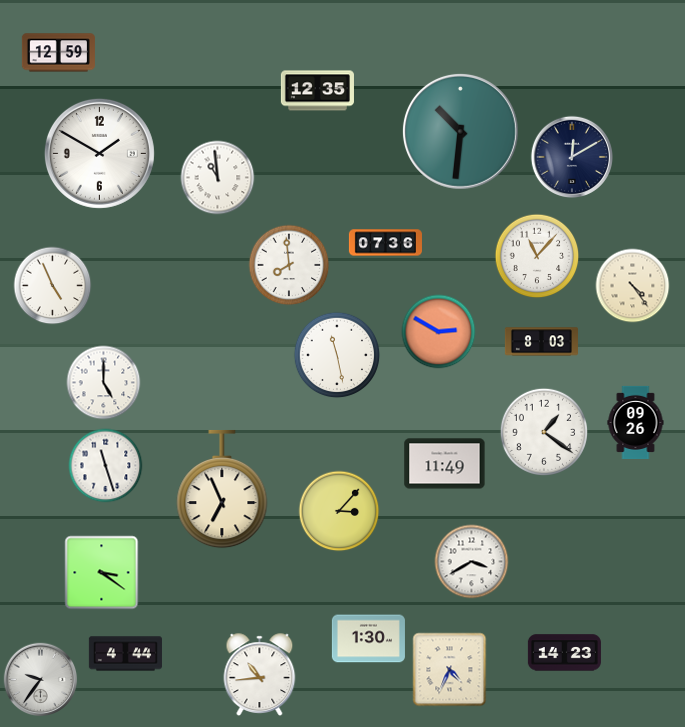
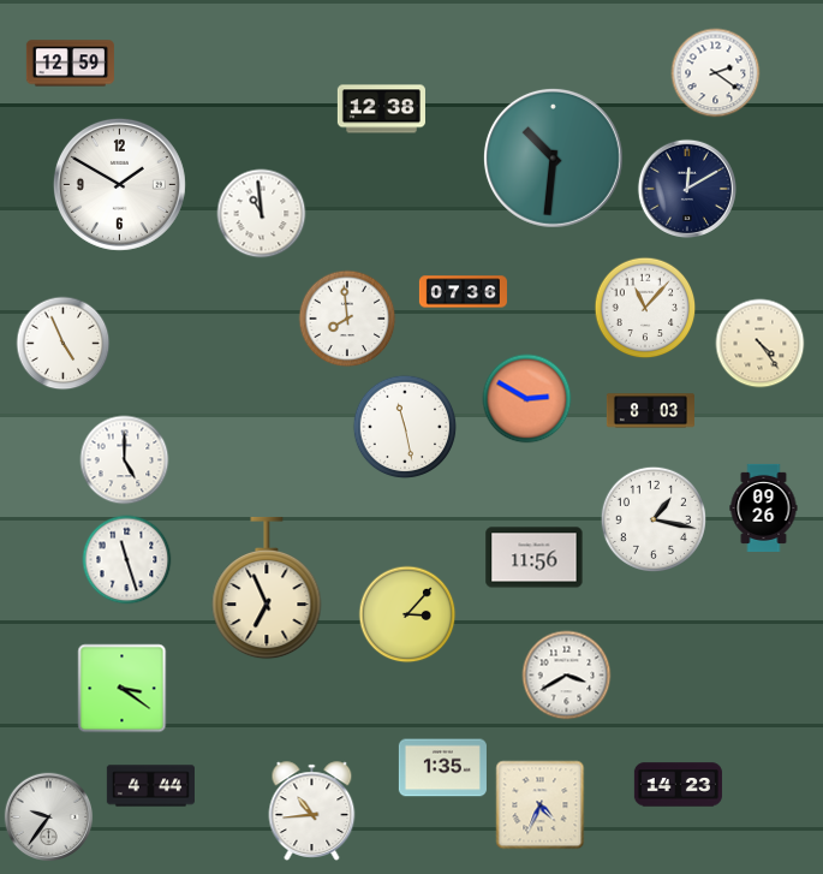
clock at (716, 73): none -> 2:21
clock at (317, 91): 12:35 -> 12:38
clock at (543, 431): 1:21 -> 1:17
clock at (445, 464): 11:49 -> 11:56
clock at (368, 639): 1:30 -> 1:35
